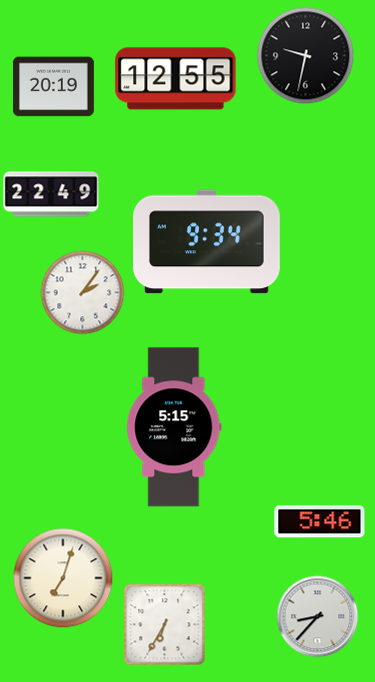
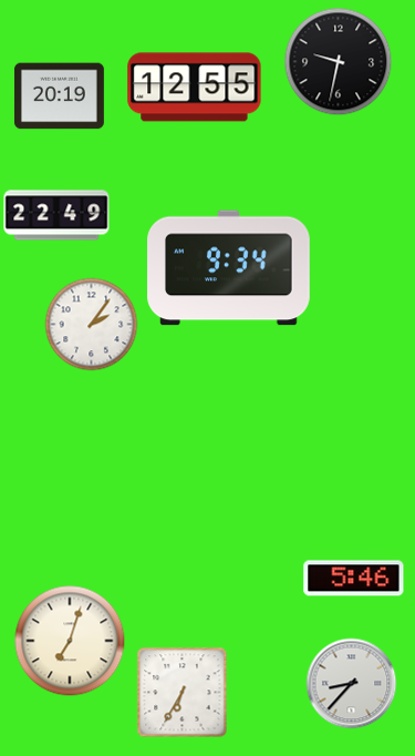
clock at (174, 427): 5:15 -> none
